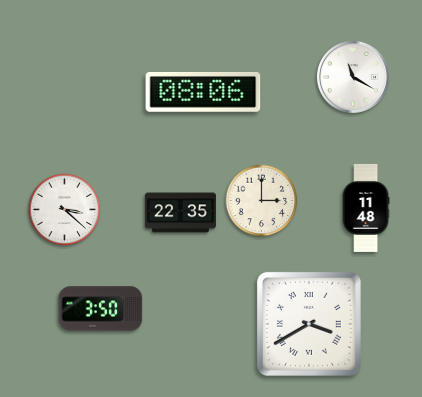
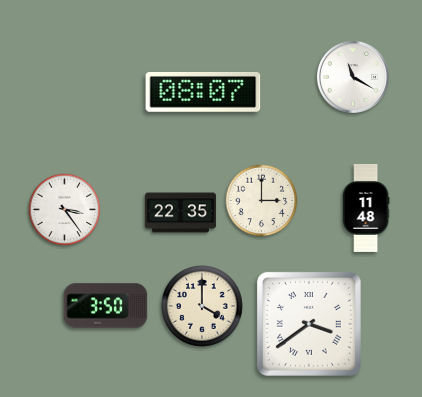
clock at (203, 93): 08:06 -> 08:07
clock at (65, 210): 3:22 -> 3:24
clock at (203, 307): none -> 4:00
clock at (101, 309) position: (101, 309) -> (106, 306)
clock at (309, 324): 3:40 -> 3:39
